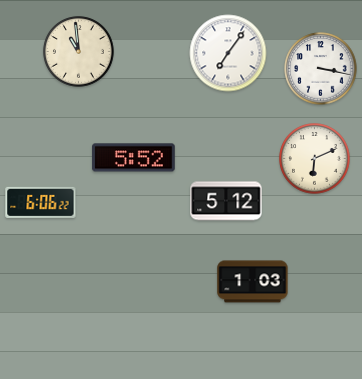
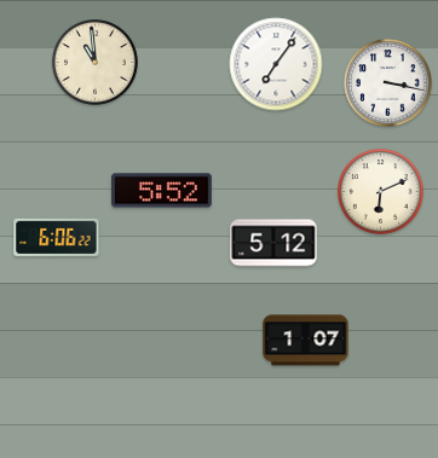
clock at (41, 202) position: (41, 202) -> (57, 237)
clock at (253, 282): 1:03 -> 1:07
